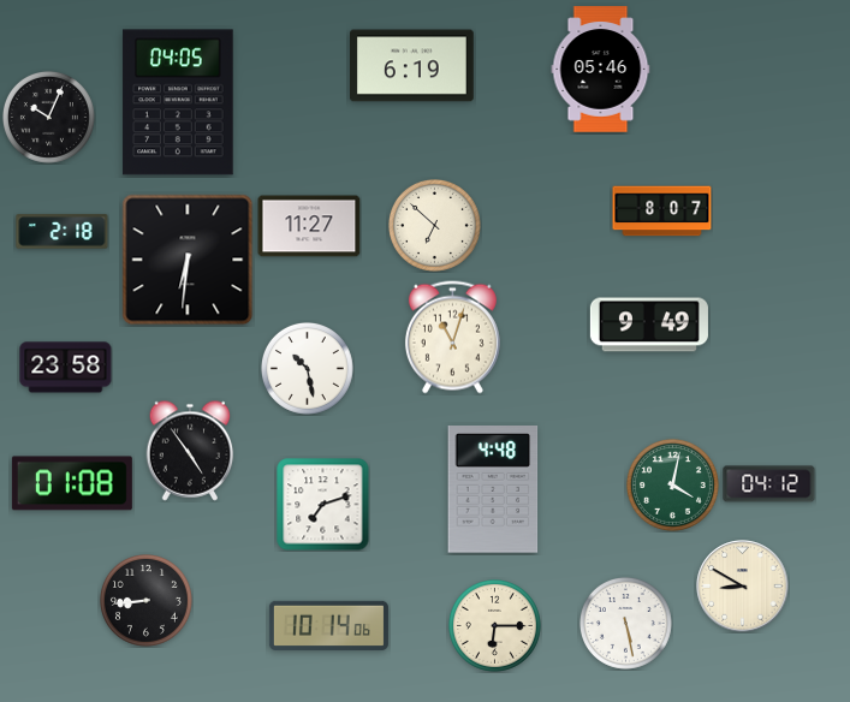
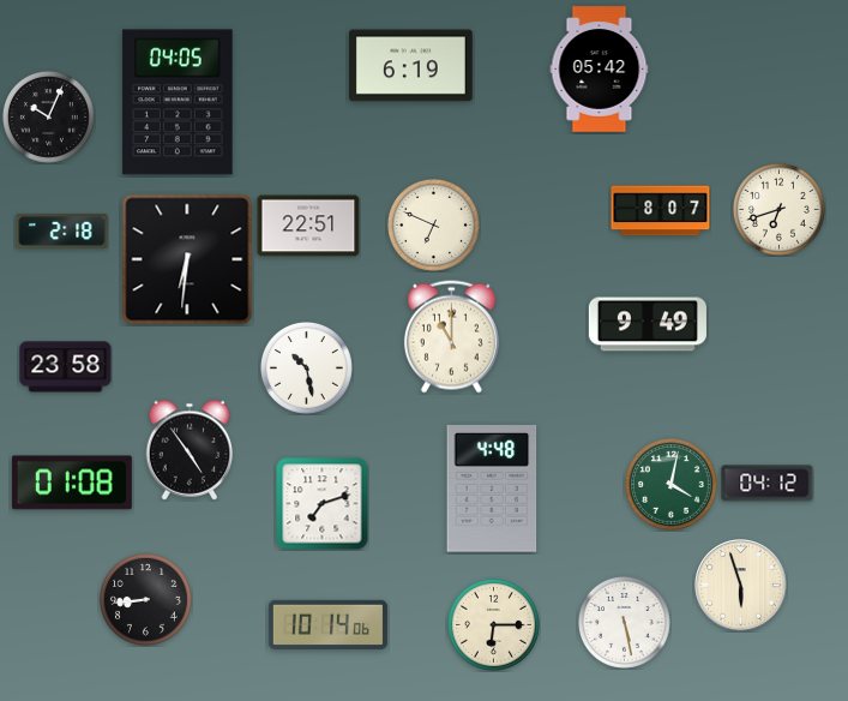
clock at (601, 70): 05:46 -> 05:42
clock at (778, 209): none -> 6:42
clock at (434, 225): 6:52 -> 6:49
clock at (309, 226): 11:27 -> 22:51
clock at (452, 338): 11:03 -> 11:00
clock at (743, 587): 8:50 -> 5:57
